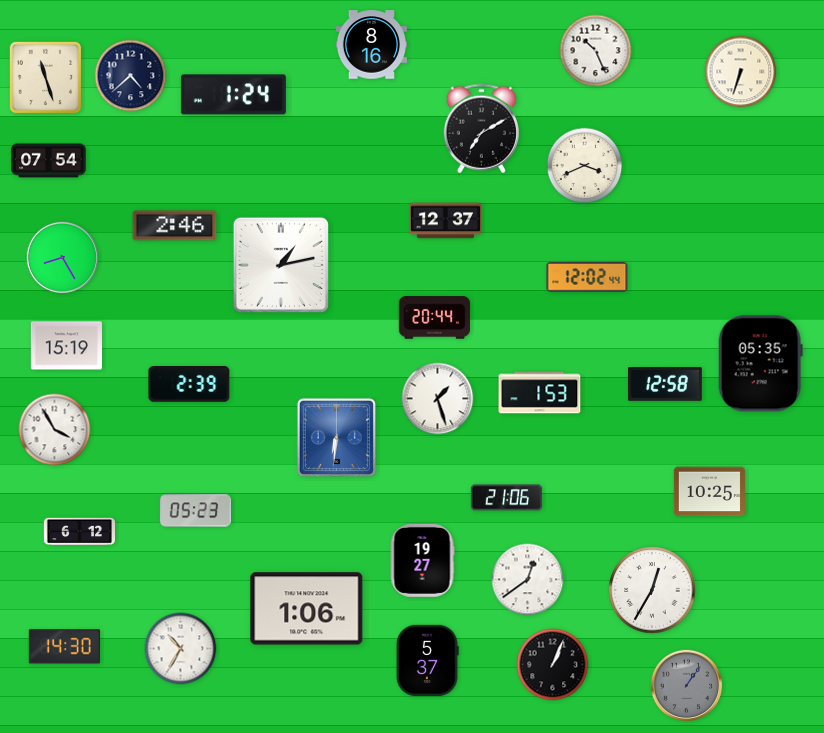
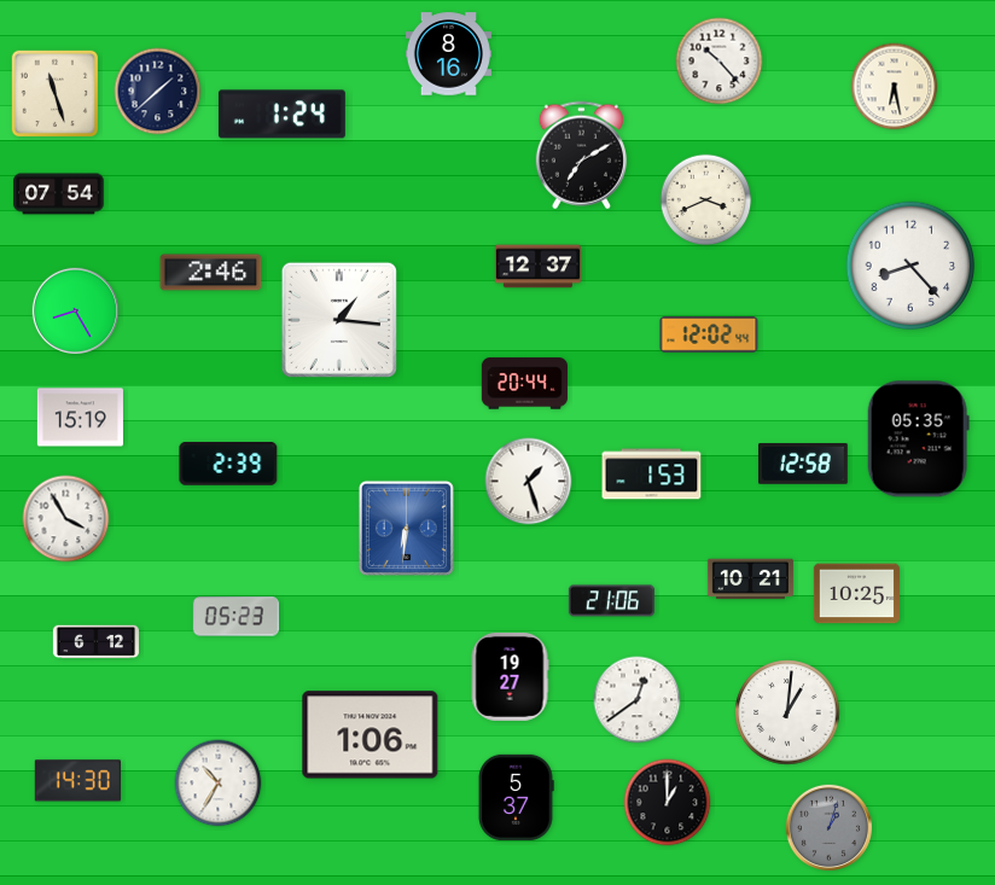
clock at (596, 51): 10:26 -> 10:23
clock at (741, 72): 6:33 -> 6:28
clock at (131, 76): 4:38 -> 1:38
clock at (910, 266): none -> 8:23
clock at (281, 265): 1:13 -> 1:16
clock at (750, 580): none -> 10:21
clock at (652, 590): 12:35 -> 1:01
clock at (553, 665): 1:04 -> 1:00
clock at (686, 685): 1:06 -> 1:03
